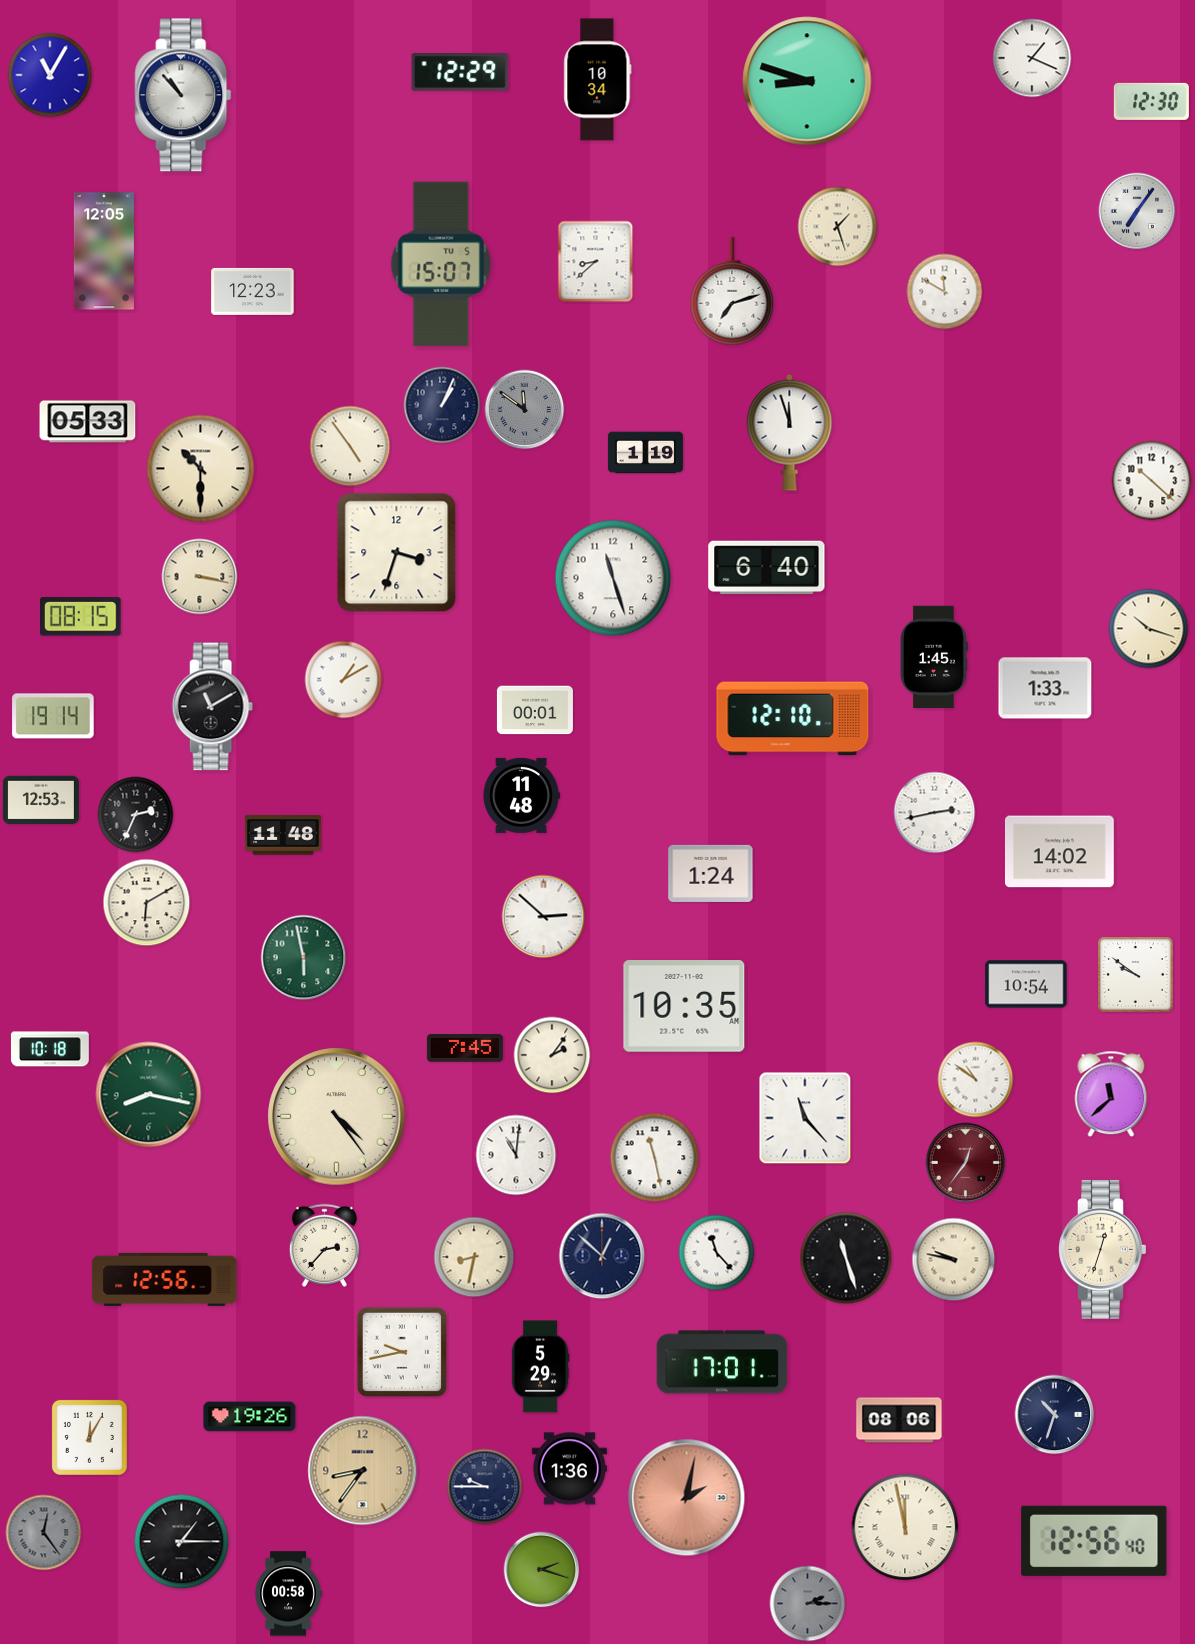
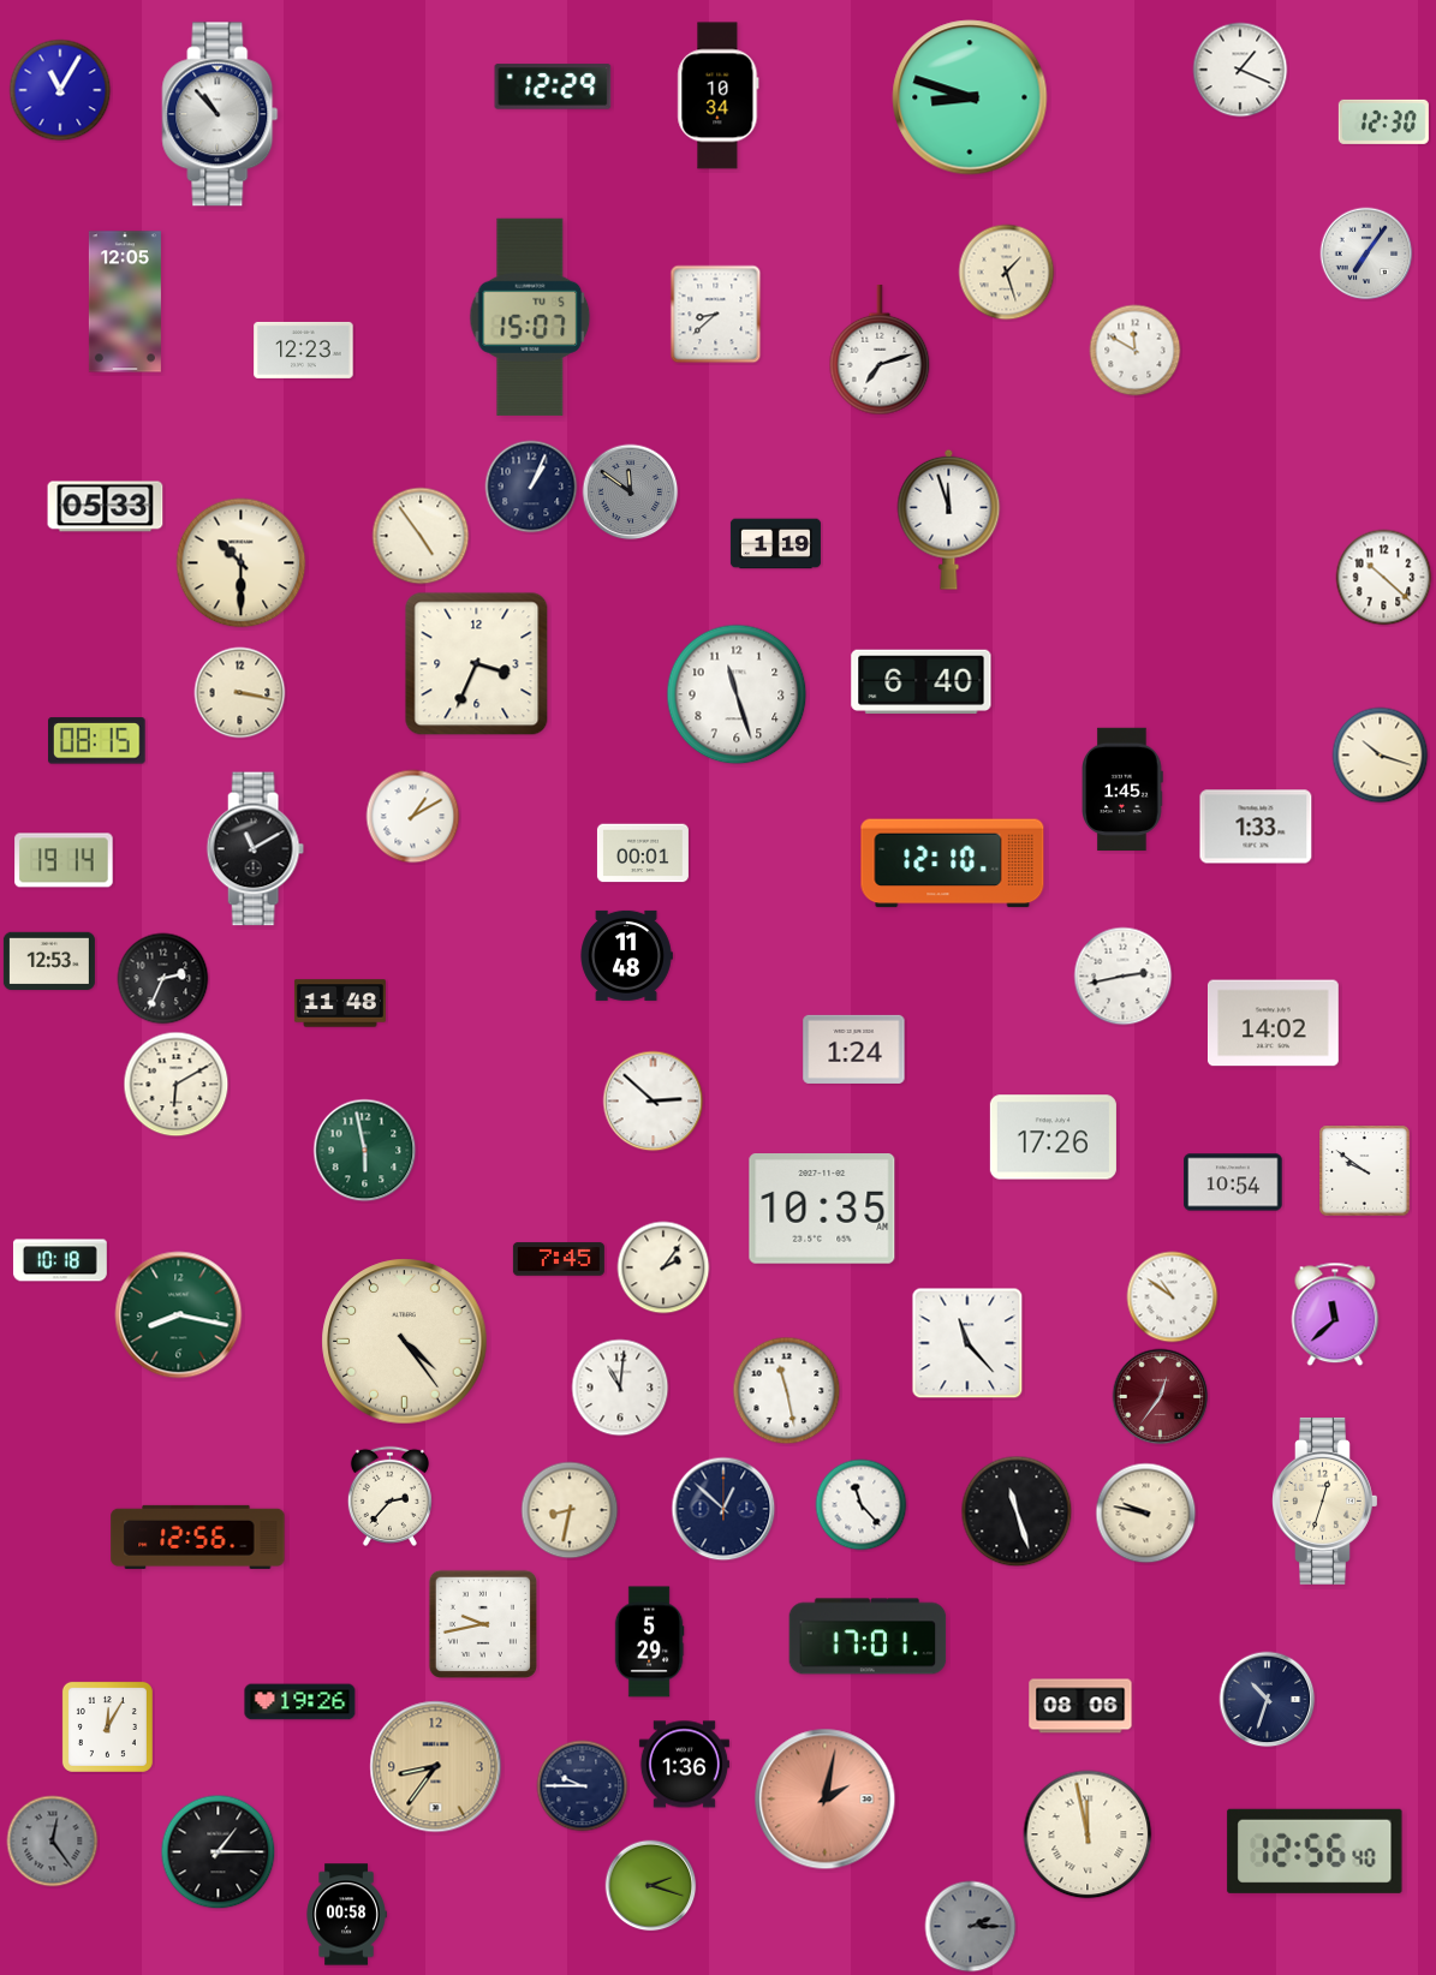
clock at (397, 553): 3:33 -> 3:34
clock at (1053, 1138): none -> 17:26
